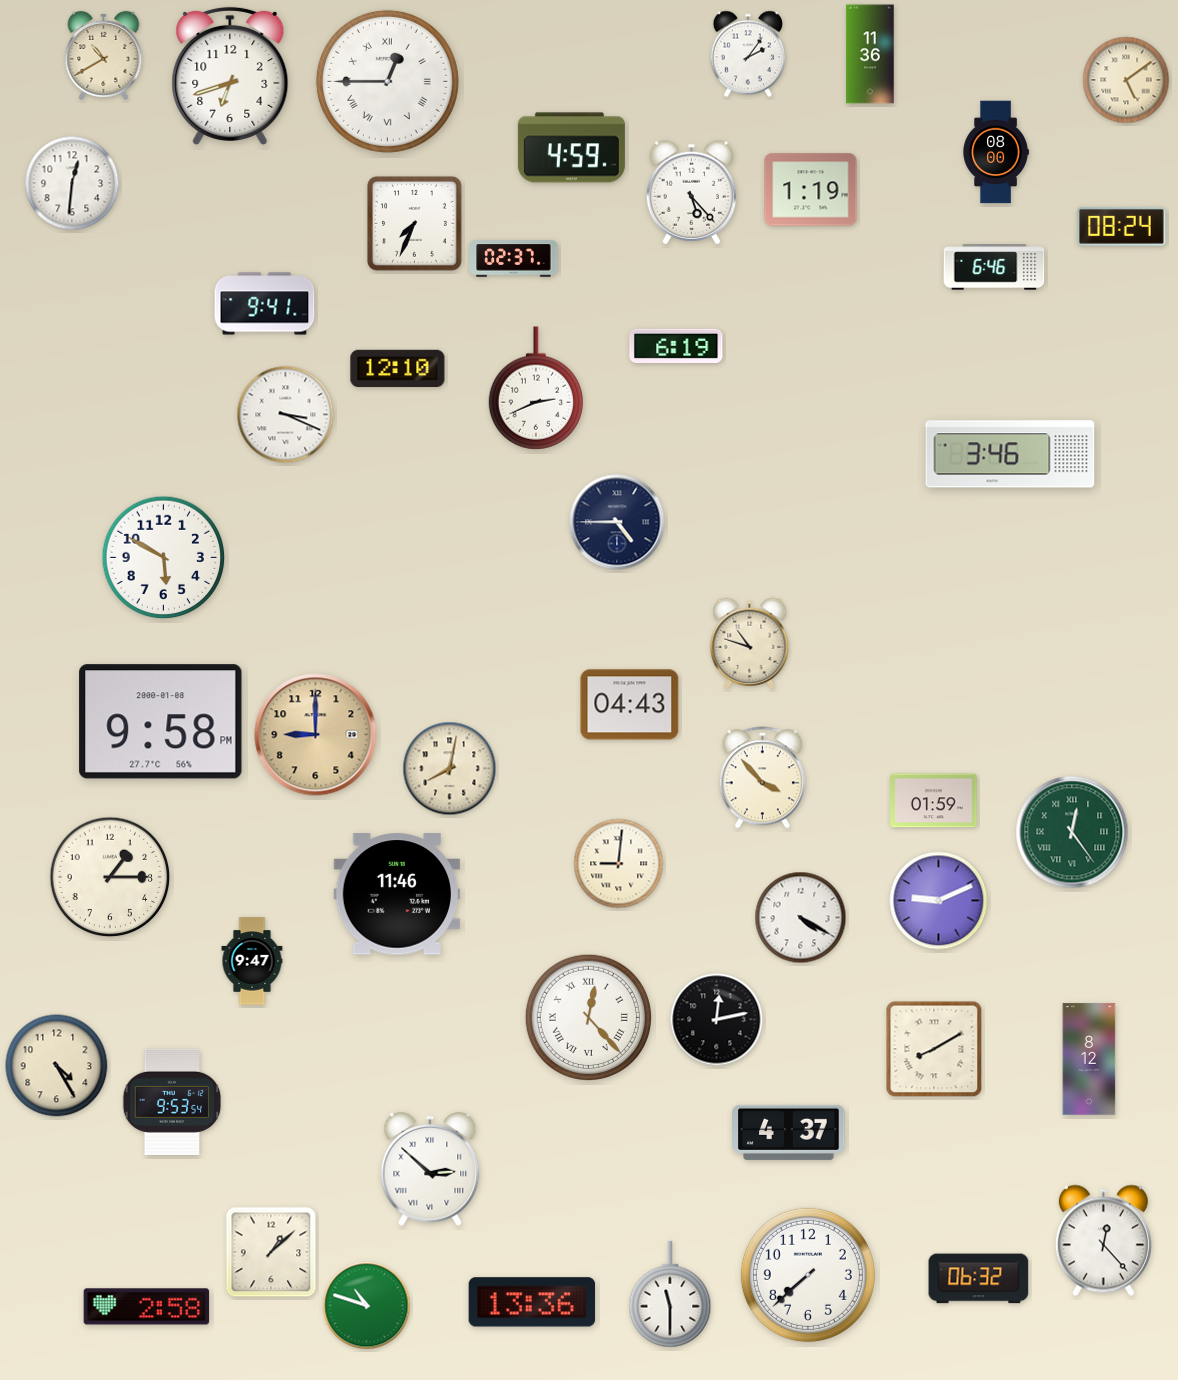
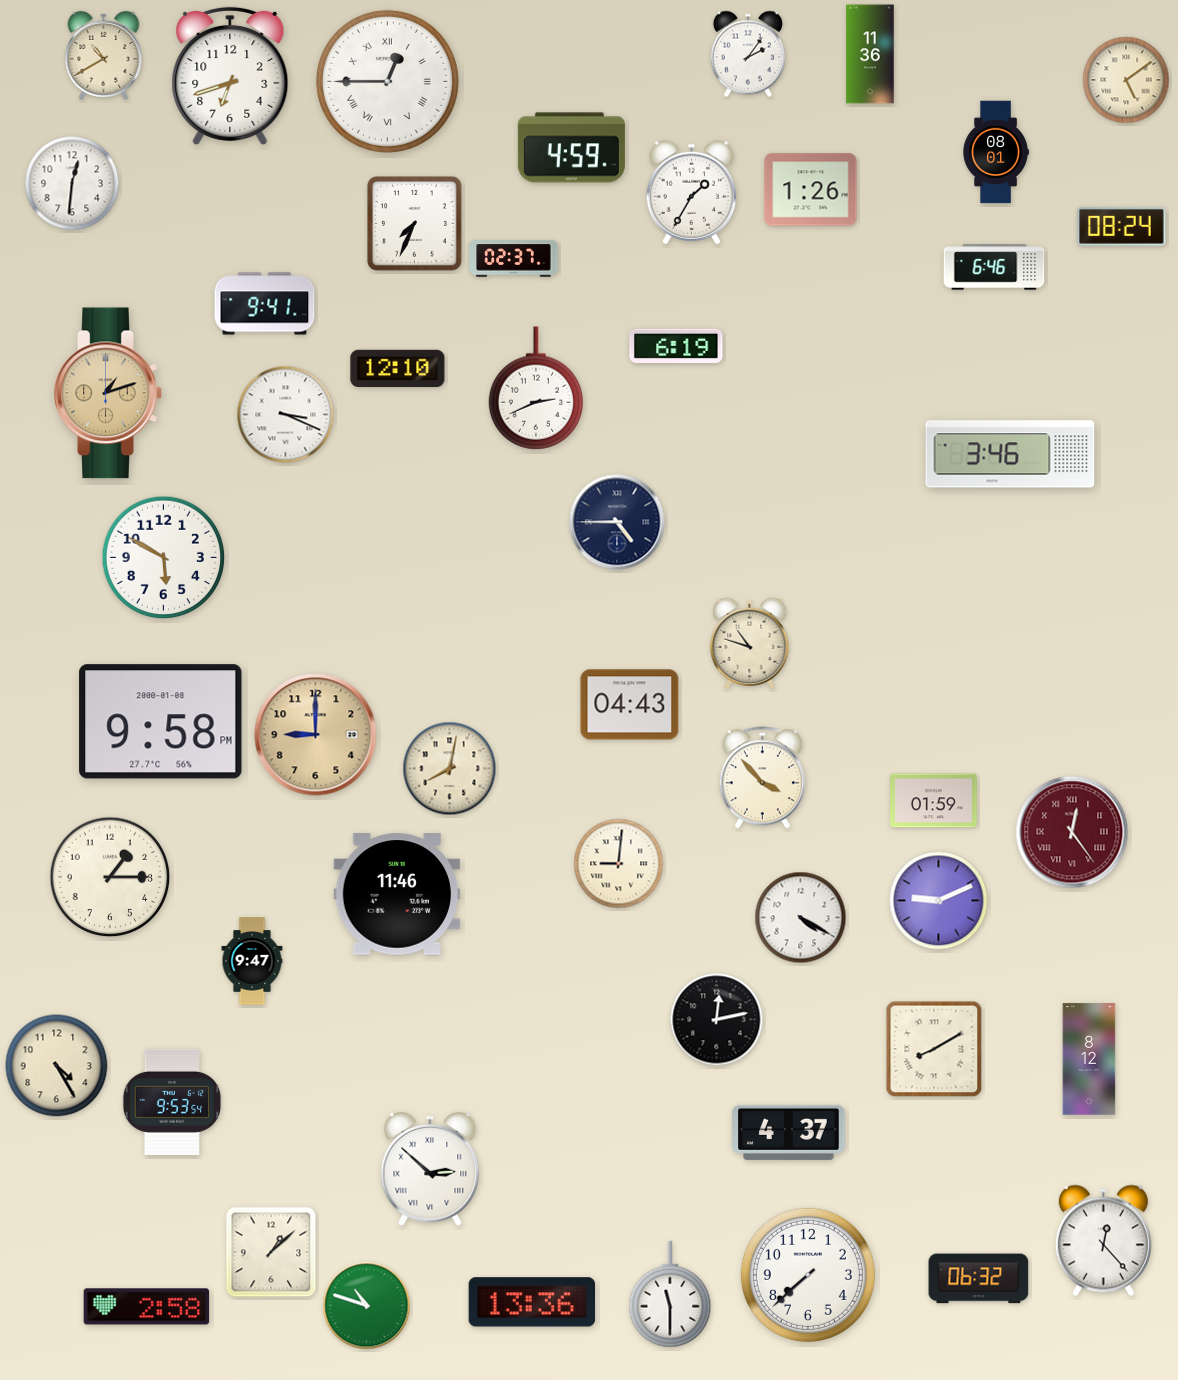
clock at (996, 152): 08:00 -> 08:01
clock at (811, 190): 1:19 -> 1:26
clock at (691, 193): 5:23 -> 1:35
clock at (108, 393): none -> 1:12
clock at (1072, 832) dial: green -> burgundy
clock at (588, 1017): 12:23 -> none
